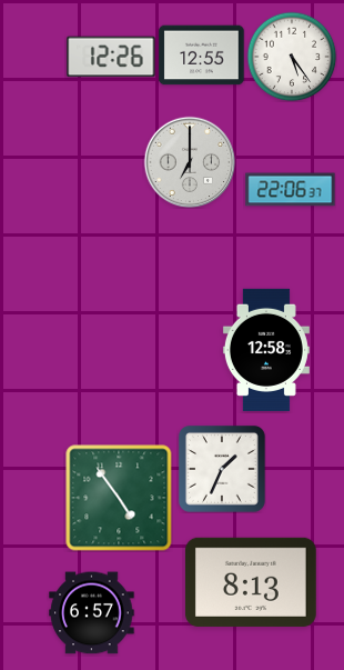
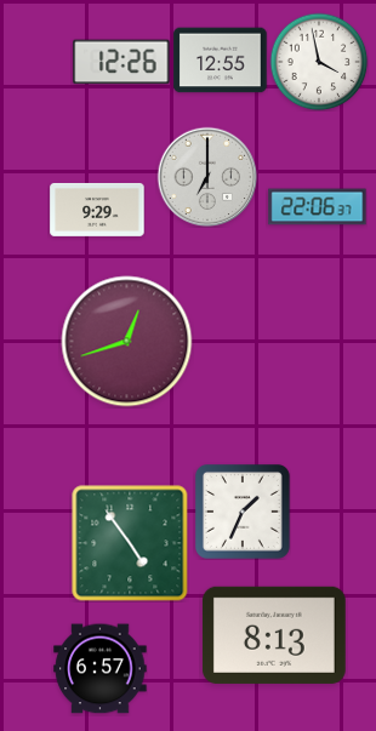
clock at (292, 57): 5:24 -> 3:58
clock at (97, 210): none -> 9:29
clock at (127, 342): none -> 12:42
clock at (266, 350): 12:58 -> none
